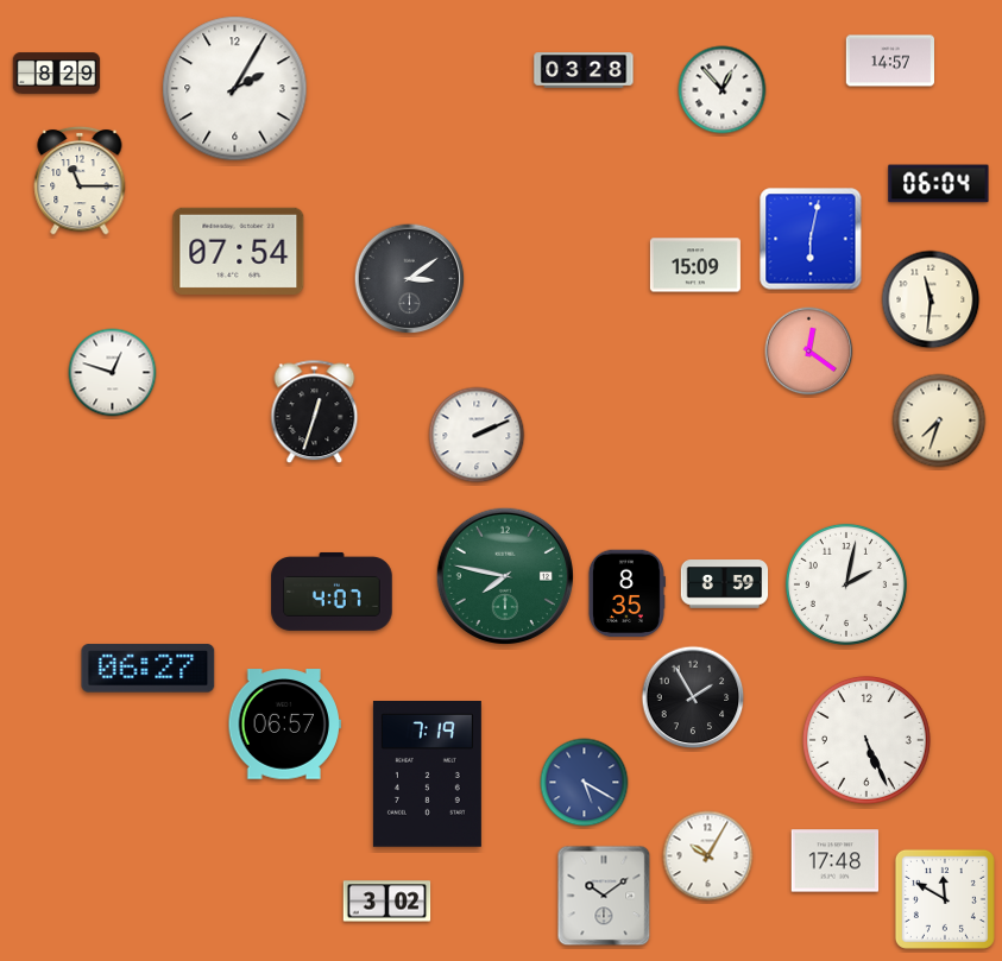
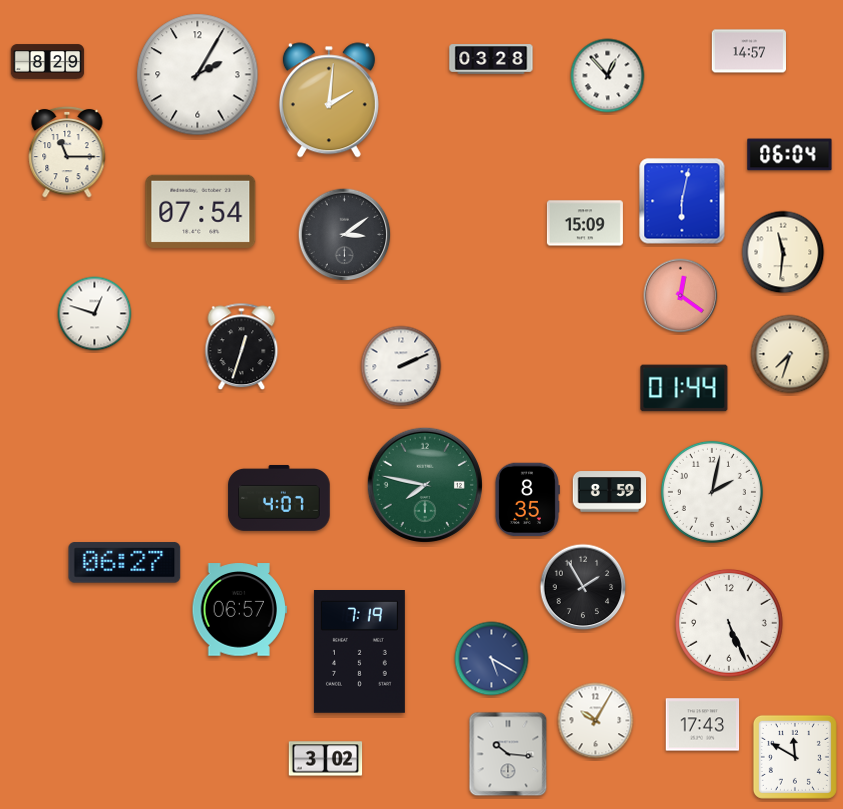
clock at (329, 100): none -> 2:01
clock at (315, 412) position: (315, 412) -> (242, 347)
clock at (684, 388): none -> 01:44
clock at (836, 861): 17:48 -> 17:43
clock at (604, 896): 10:09 -> 10:16
